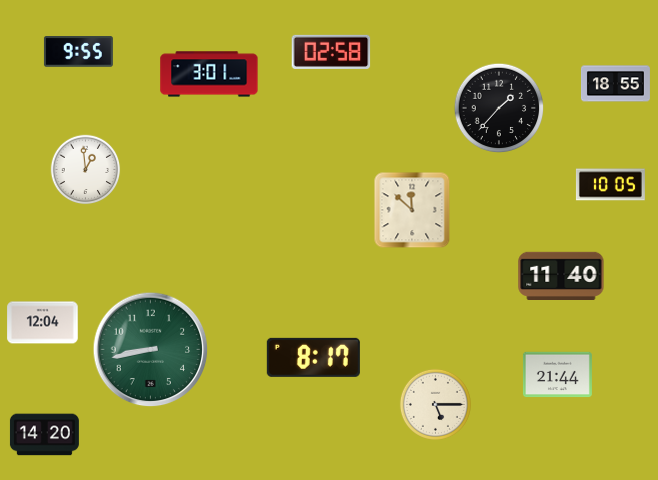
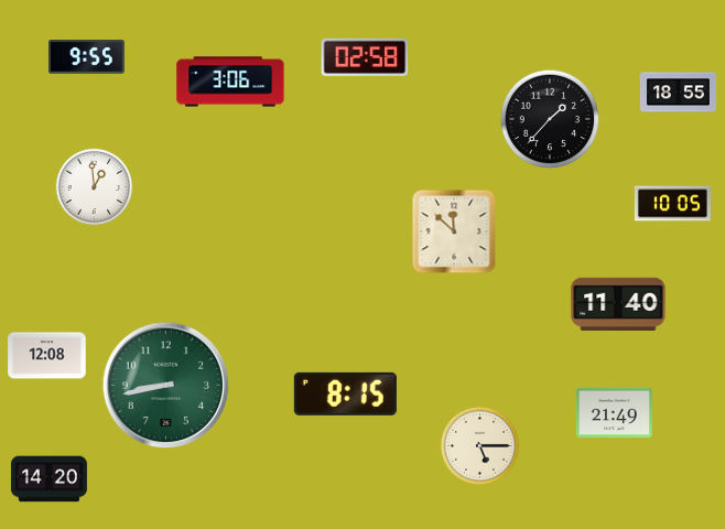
clock at (209, 74): 3:01 -> 3:06
clock at (43, 323): 12:04 -> 12:08
clock at (313, 357): 8:17 -> 8:15
clock at (557, 375): 21:44 -> 21:49
